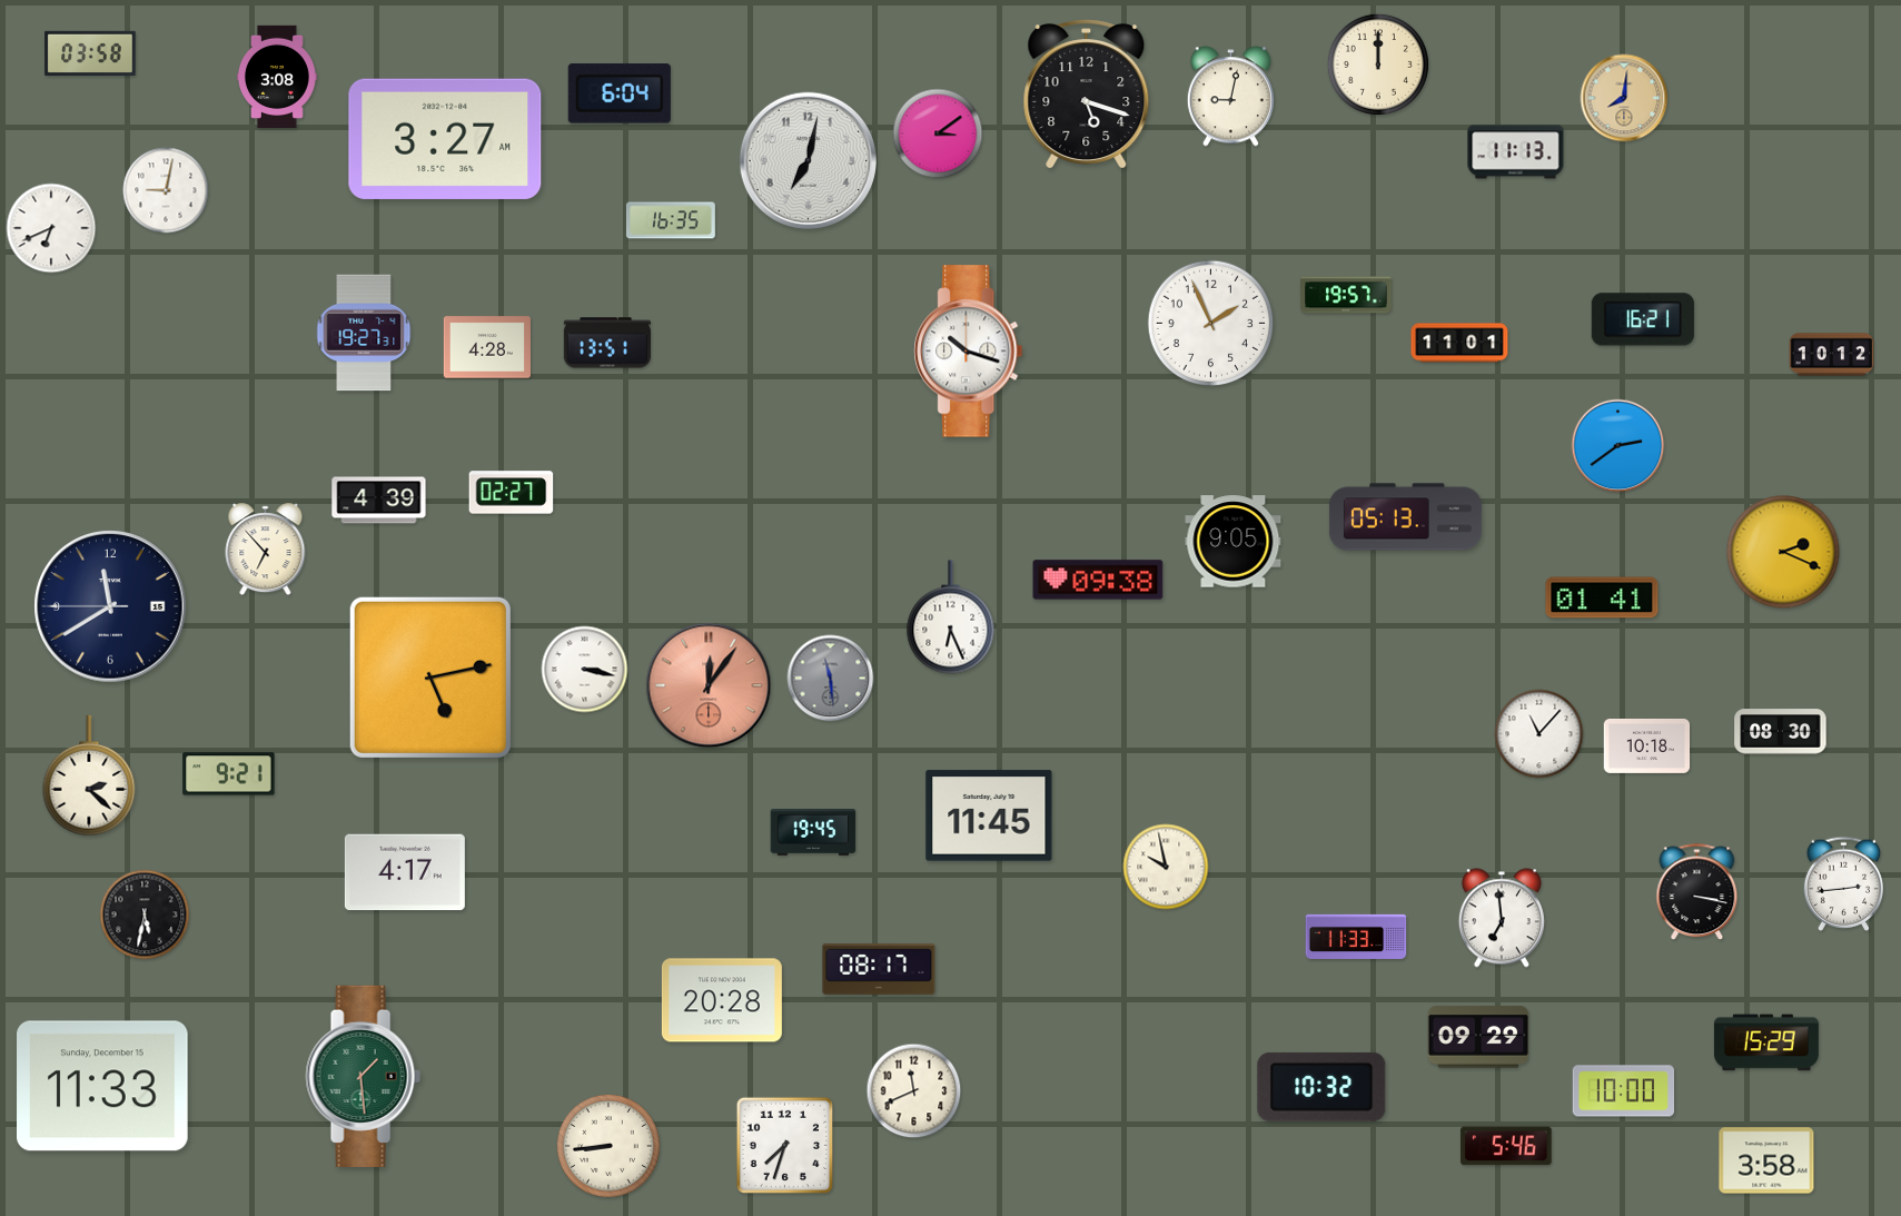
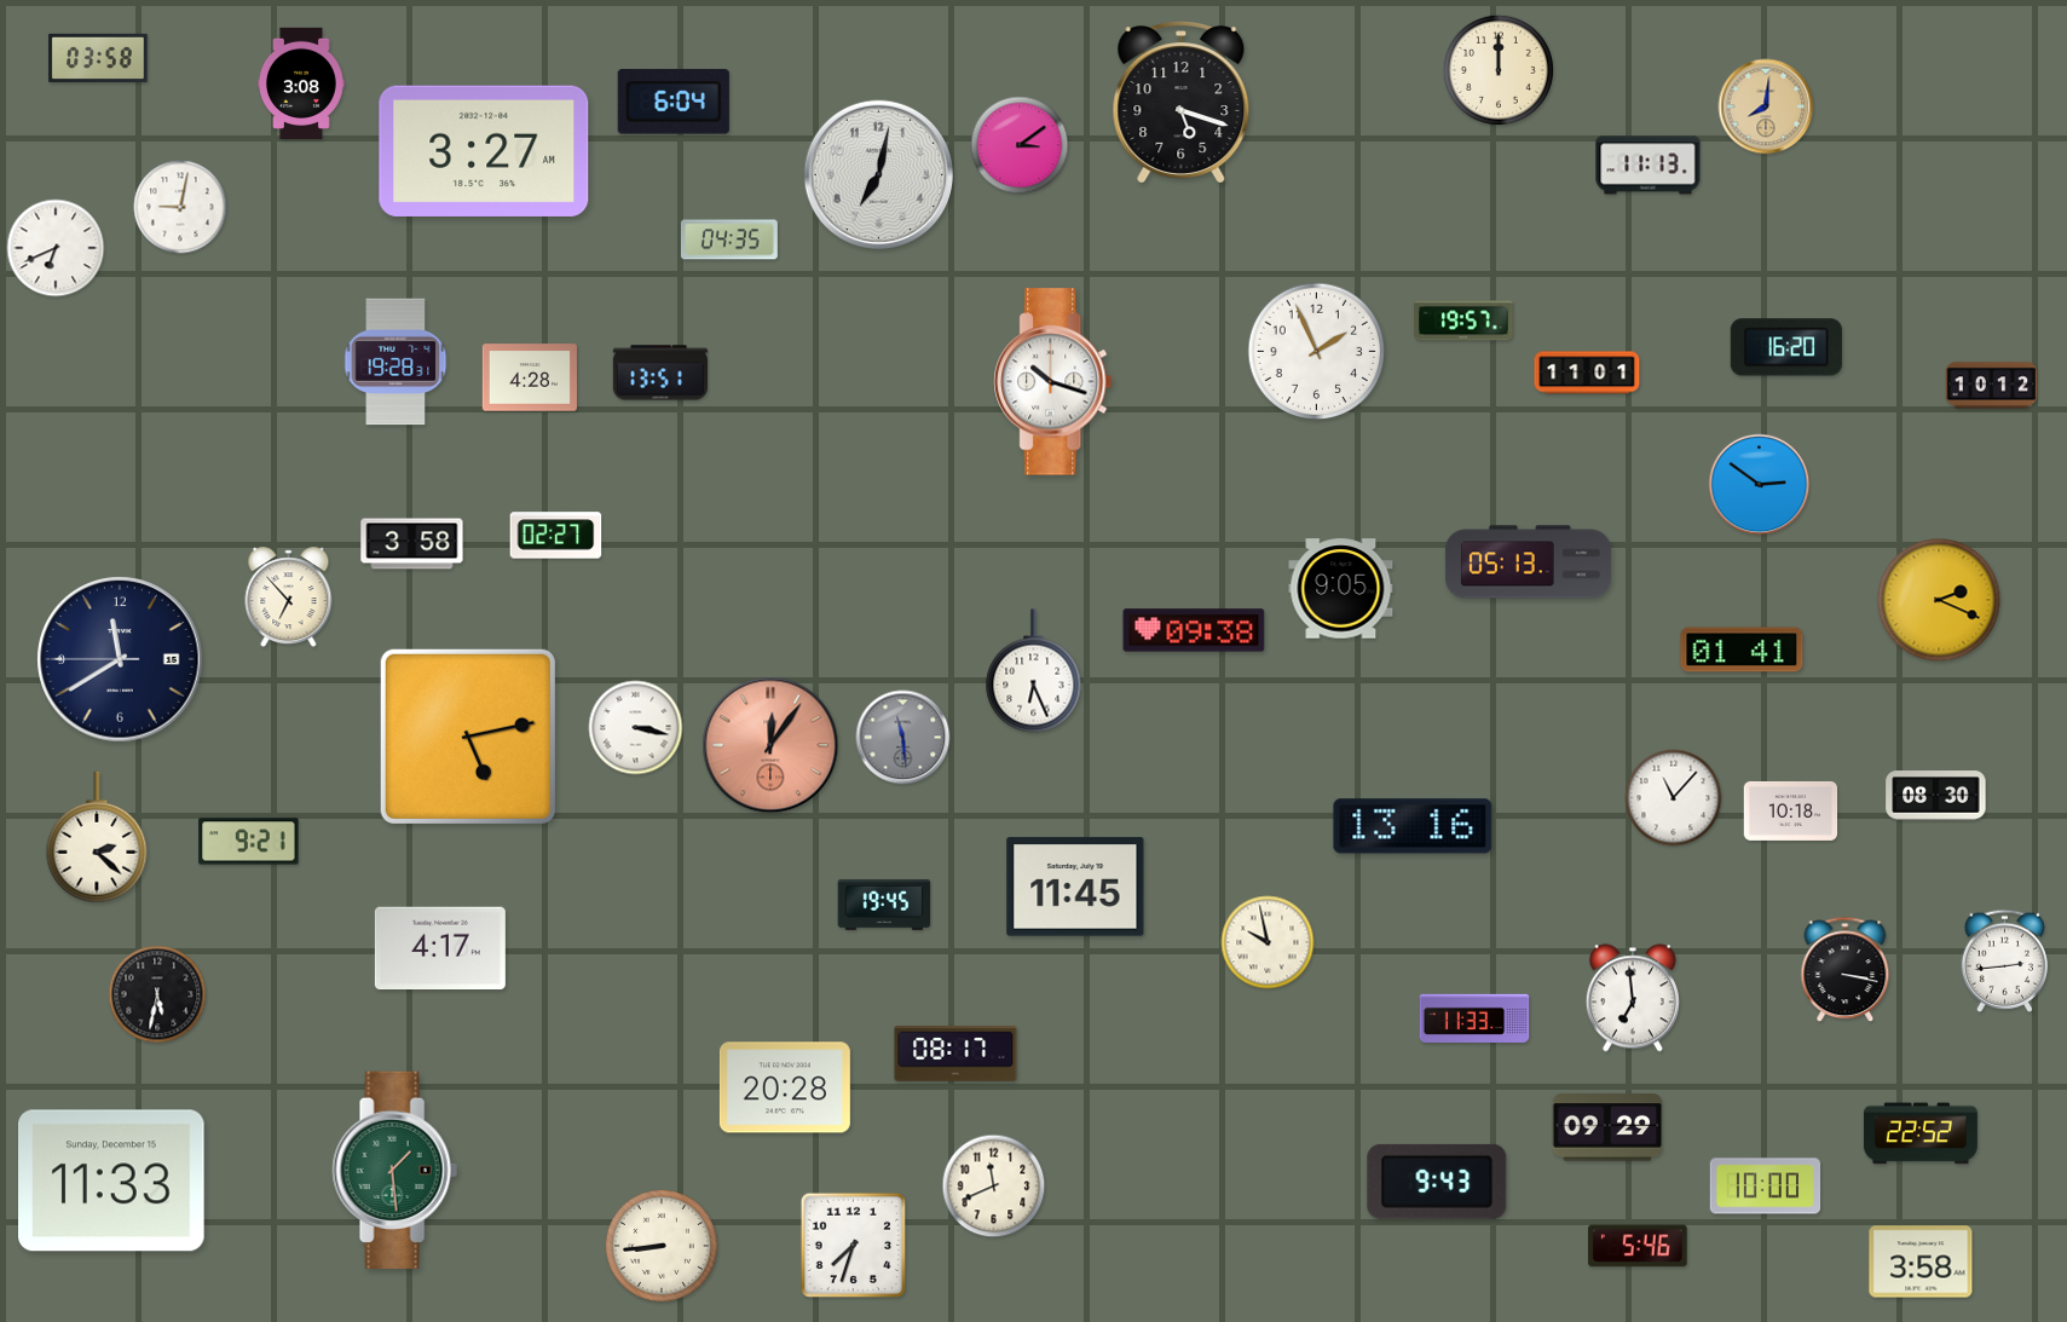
clock at (1230, 97): 9:02 -> none
clock at (671, 220): 16:35 -> 04:35
clock at (1643, 319): 16:21 -> 16:20
clock at (364, 333): 19:27 -> 19:28
clock at (1618, 446): 2:39 -> 2:51
clock at (379, 501): 4:39 -> 3:58
clock at (1413, 826): none -> 13:16
clock at (89, 775) position: (89, 775) -> (97, 837)
clock at (1766, 1042): 15:29 -> 22:52
clock at (1321, 1087): 10:32 -> 9:43
